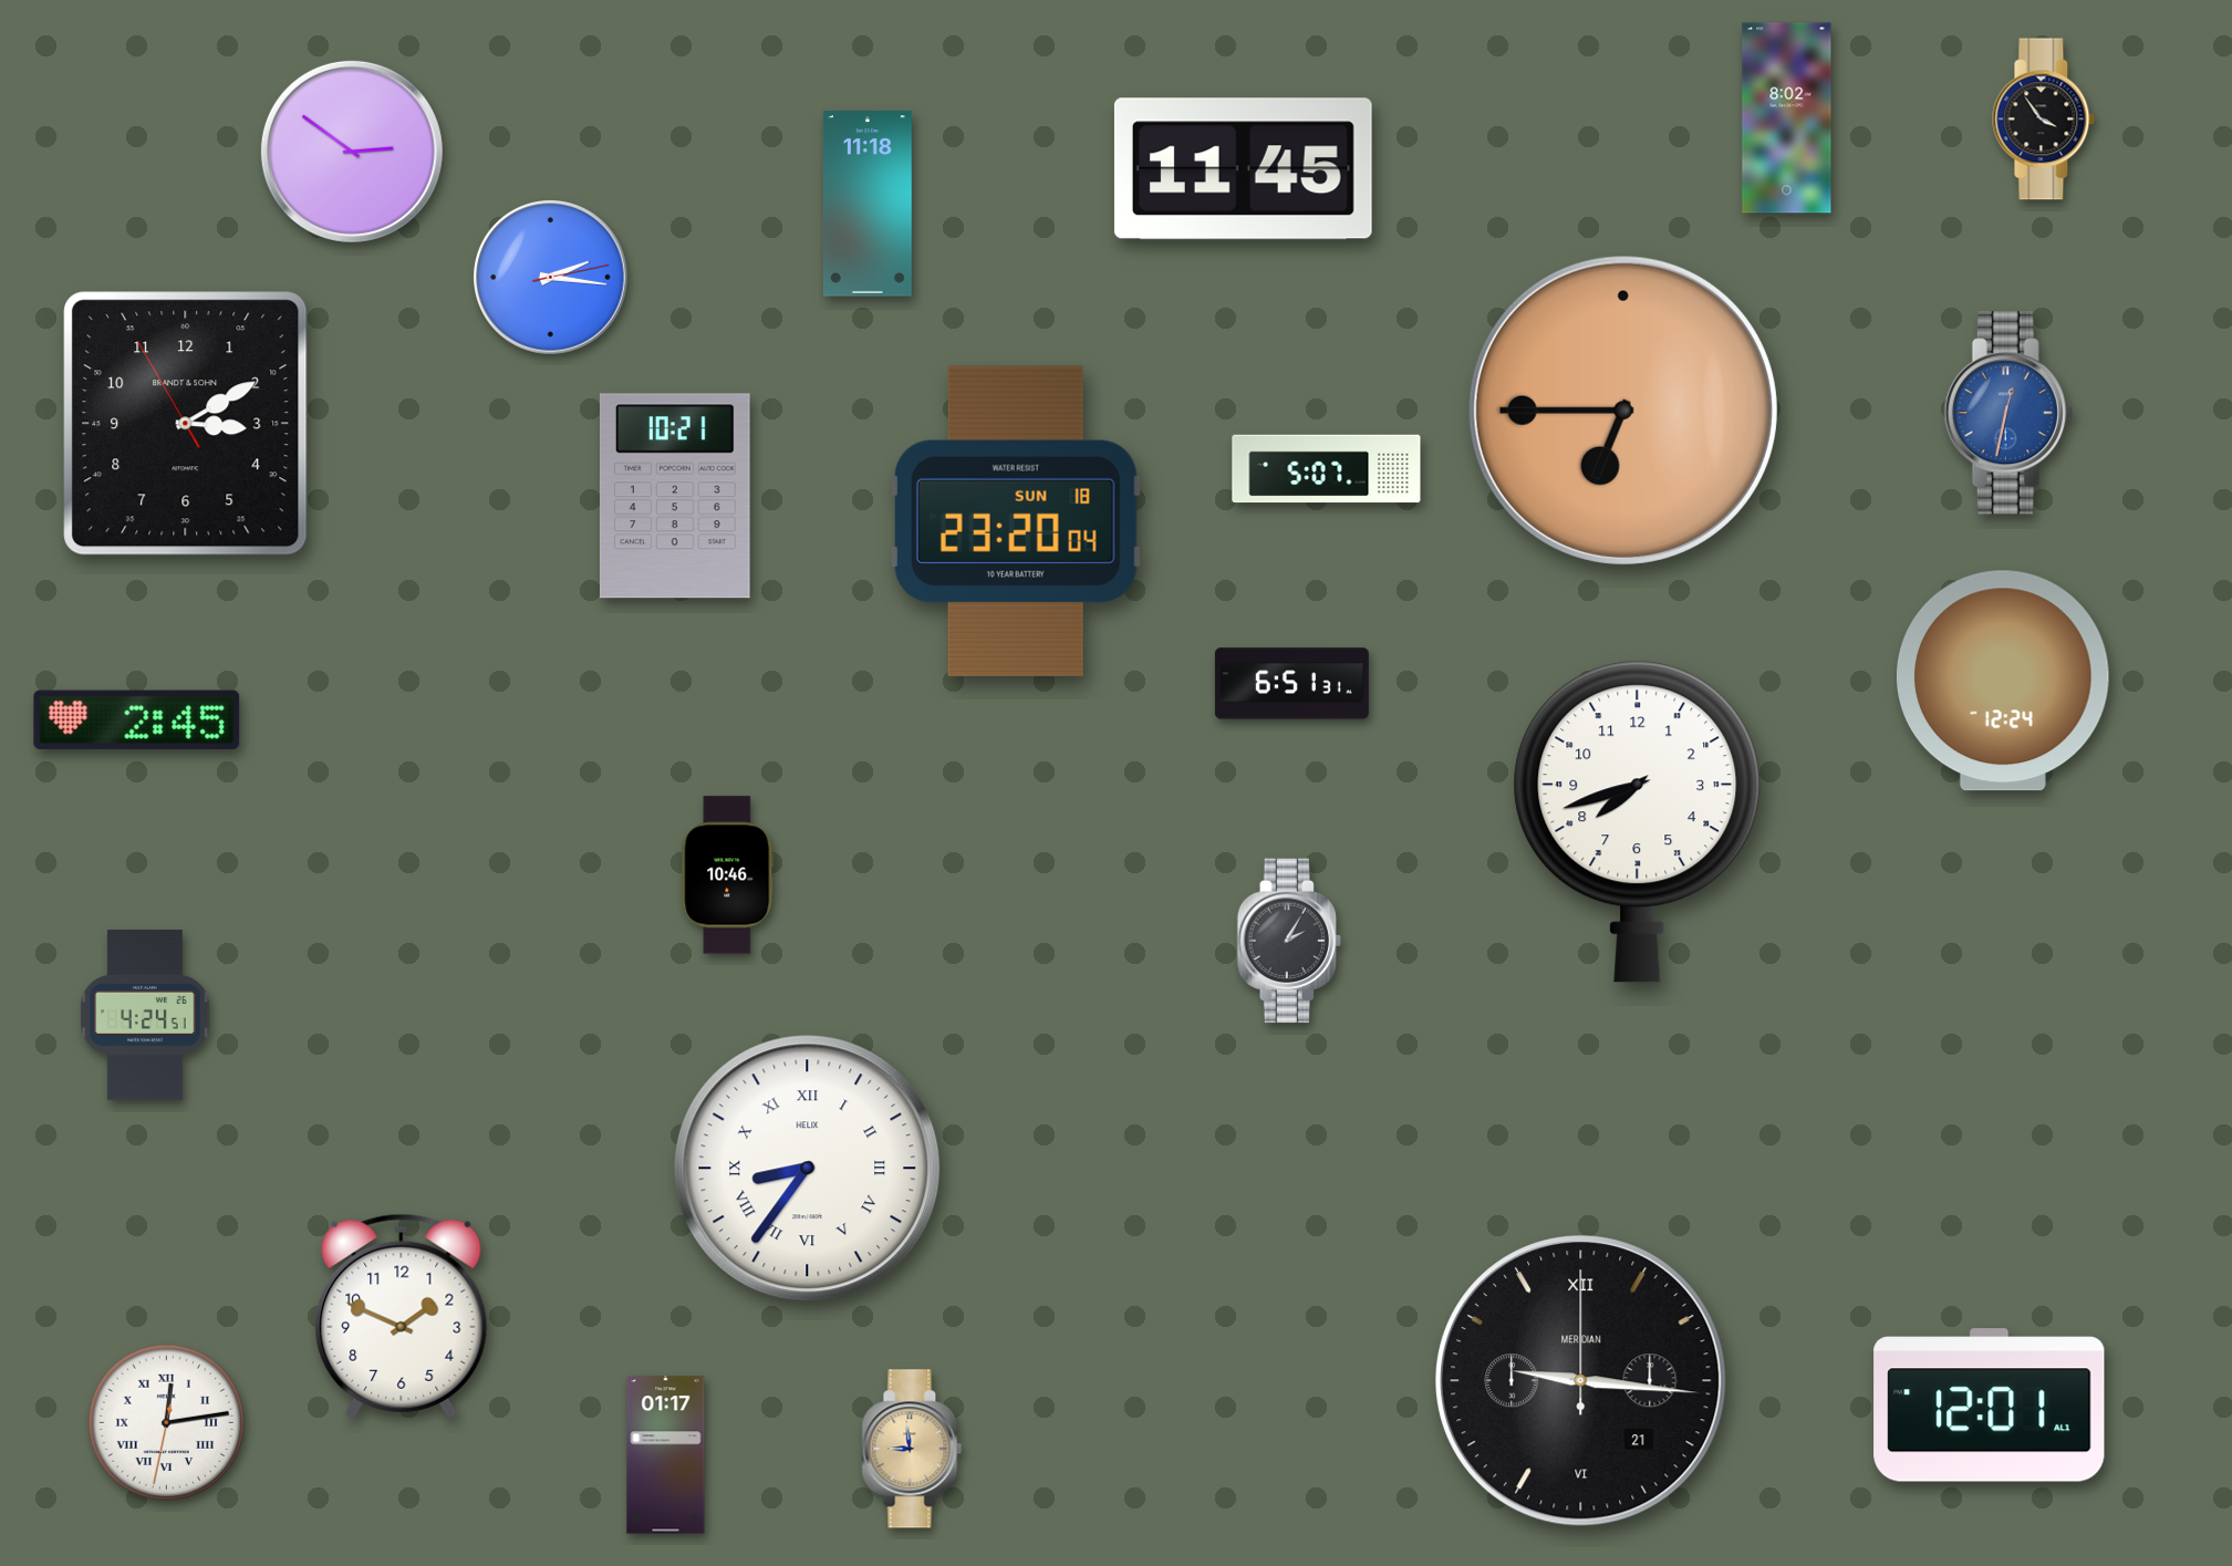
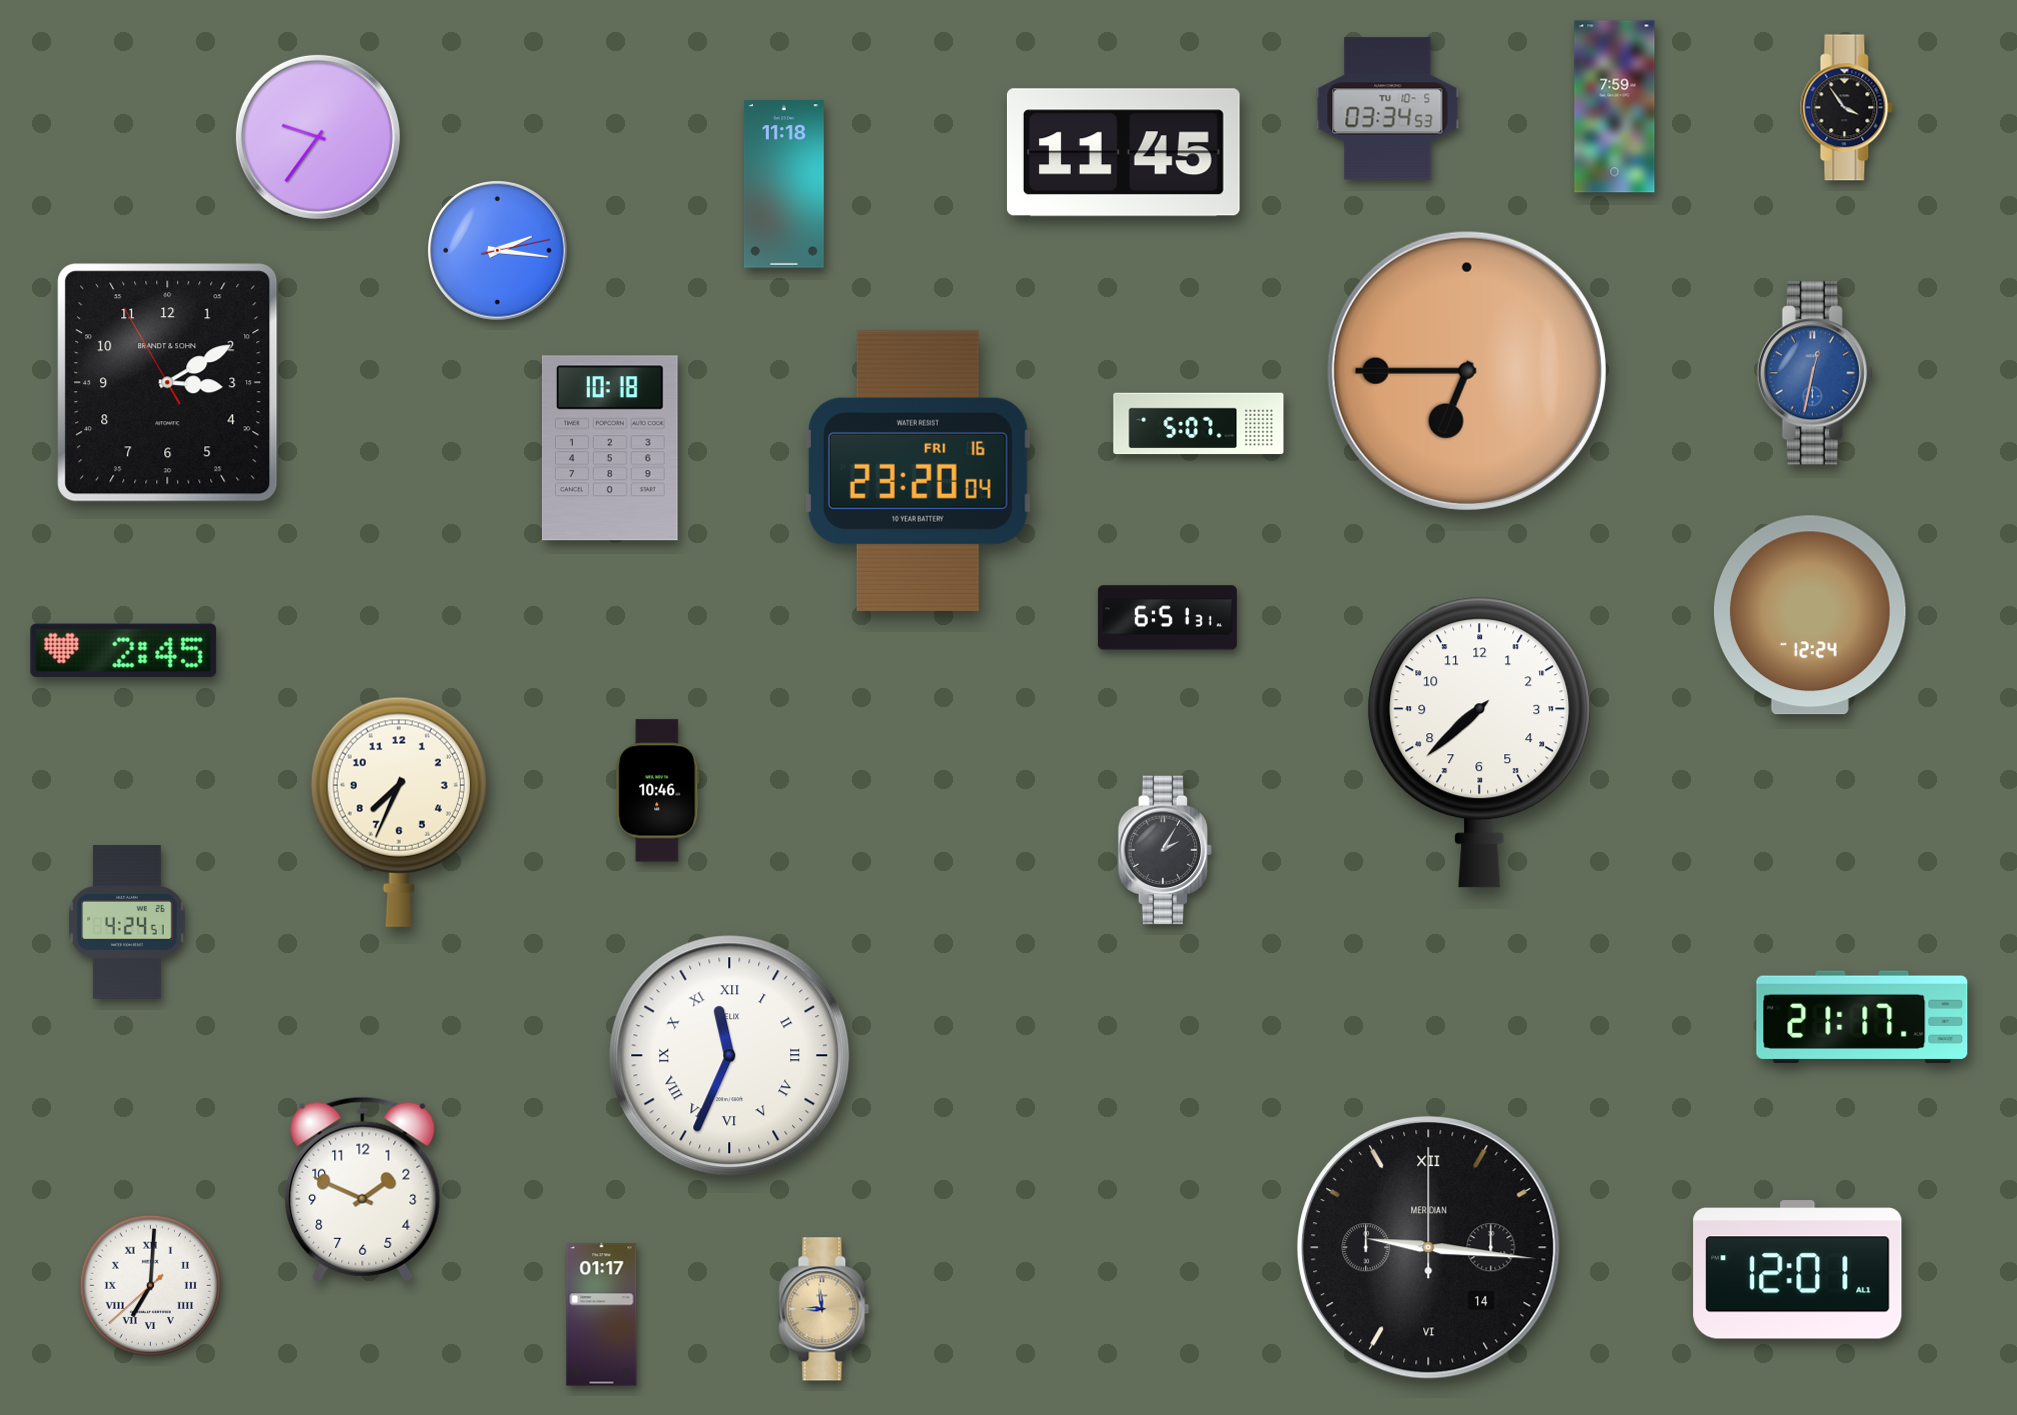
clock at (1787, 118): 8:02 -> 7:59
clock at (1388, 109): none -> 03:34
clock at (352, 152): 2:51 -> 9:36
clock at (675, 496): 10:21 -> 10:18
clock at (1016, 521) date: SUN 18 -> FRI 16
clock at (1638, 822): 7:42 -> 7:38
clock at (399, 812): none -> 7:34
clock at (145, 1015) position: (145, 1015) -> (127, 922)
clock at (1862, 1017): none -> 21:17
clock at (808, 1169): 8:36 -> 11:34
clock at (1581, 1381) date: 21 -> 14
clock at (167, 1423): 12:13 -> 7:00
